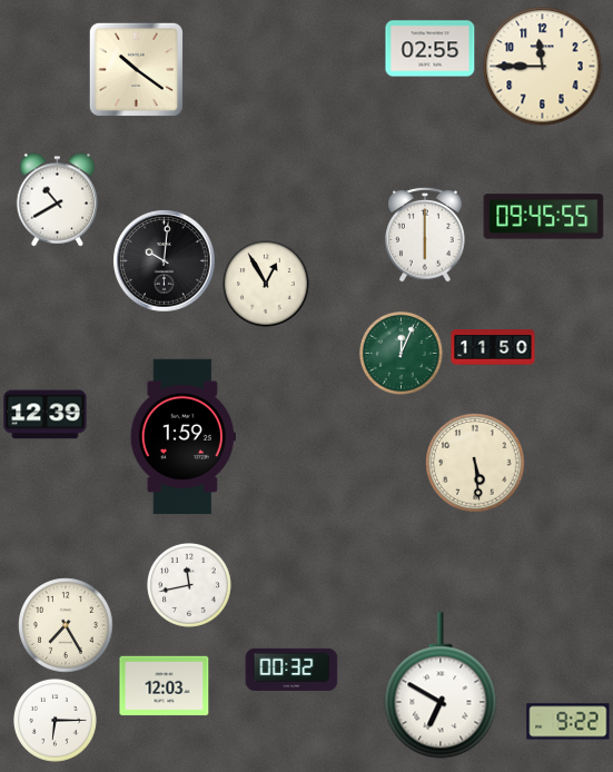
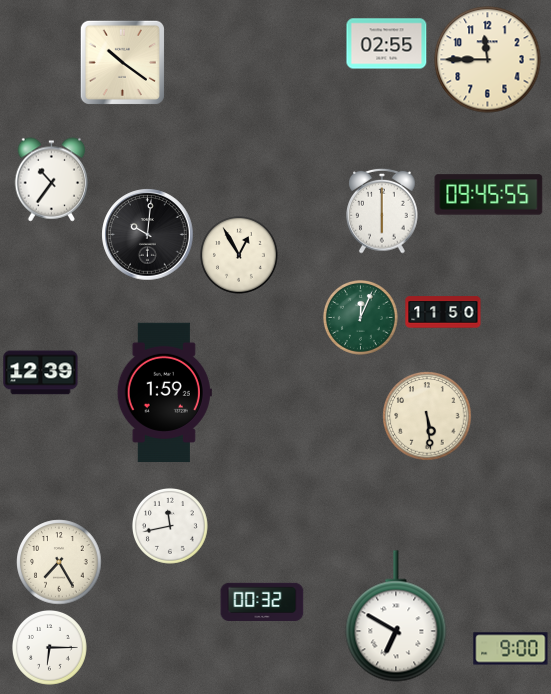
clock at (58, 200): 10:40 -> 10:36
clock at (165, 686): 12:03 -> none
clock at (568, 722): 9:22 -> 9:00
